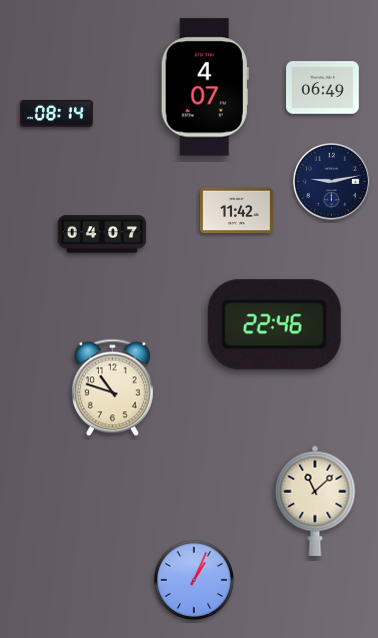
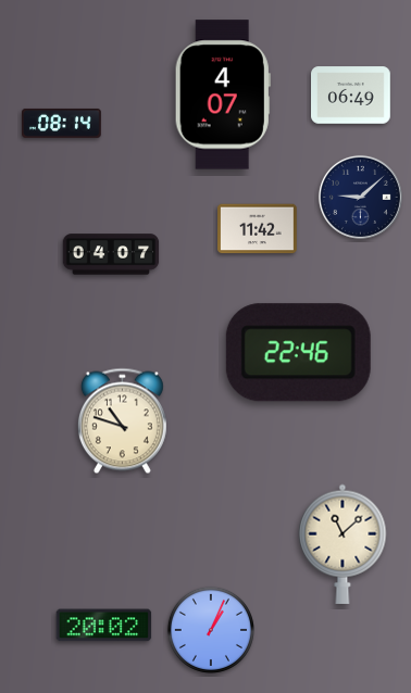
clock at (331, 181): 9:13 -> 9:08
clock at (104, 626): none -> 20:02
